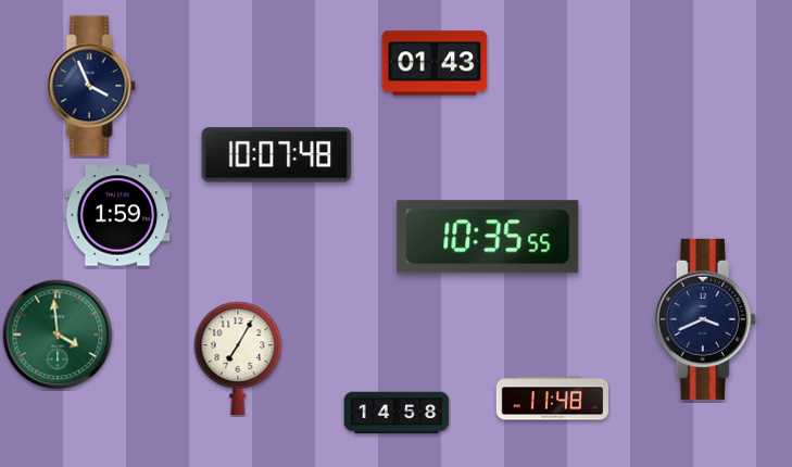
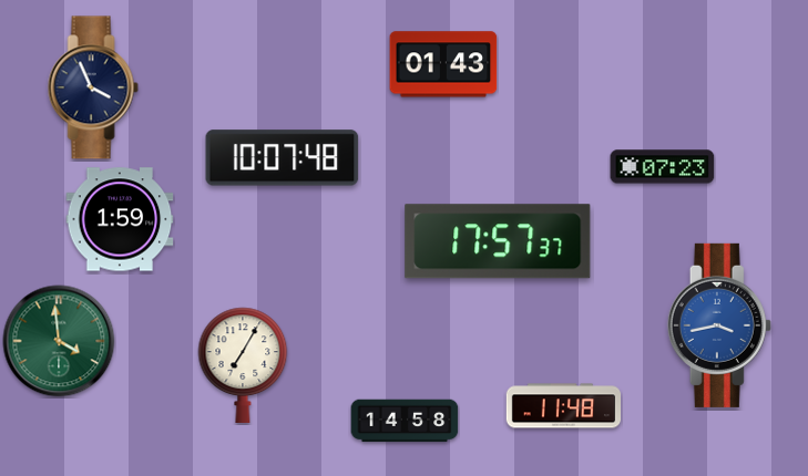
clock at (663, 167): none -> 07:23
clock at (488, 237): 10:35 -> 17:57
clock at (705, 319): 3:41 -> 3:43
clock at (705, 319) dial: navy -> blue
